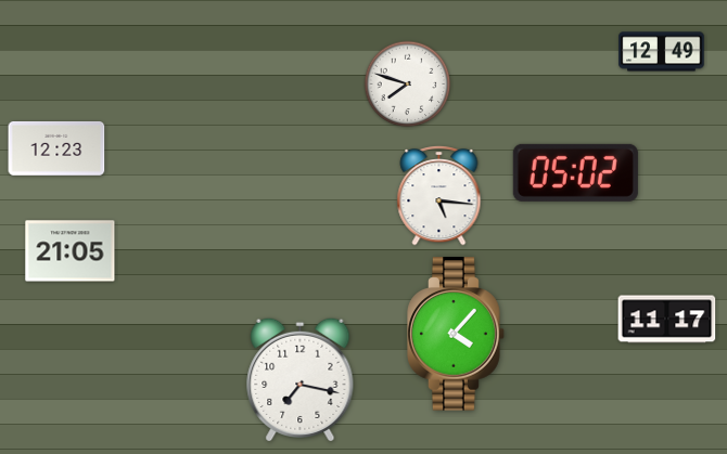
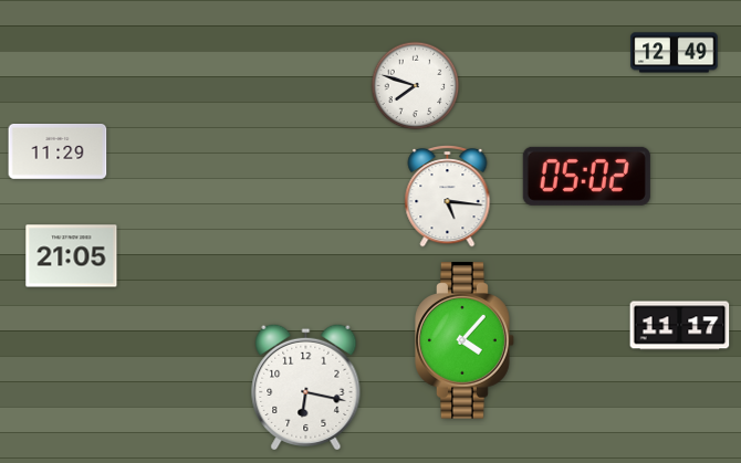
clock at (56, 150): 12:23 -> 11:29
clock at (439, 195) position: (439, 195) -> (448, 196)
clock at (301, 378): 7:17 -> 6:17
